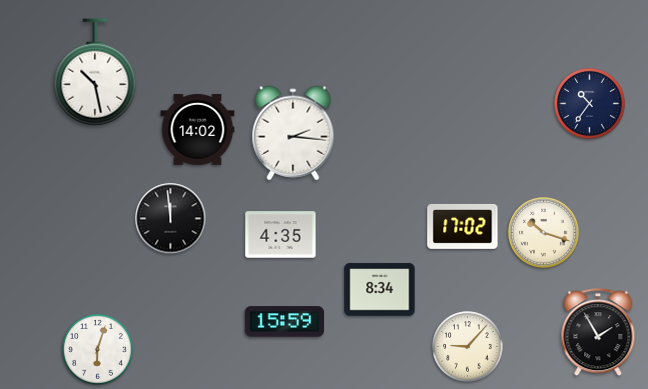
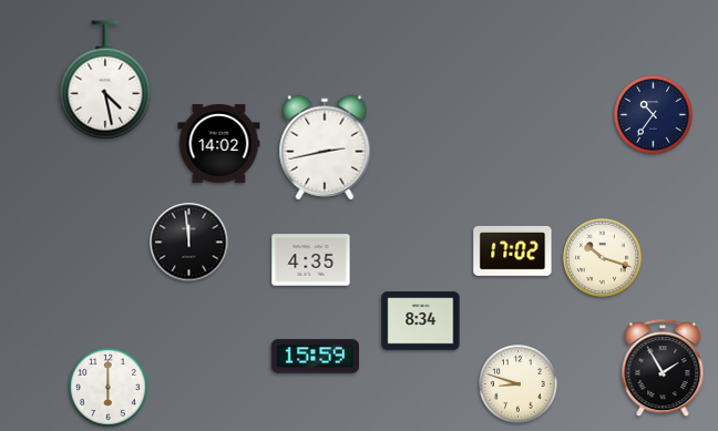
clock at (95, 72): 10:28 -> 4:28
clock at (293, 133): 2:16 -> 2:43
clock at (468, 347): 9:07 -> 8:48
clock at (98, 350): 6:03 -> 6:00
